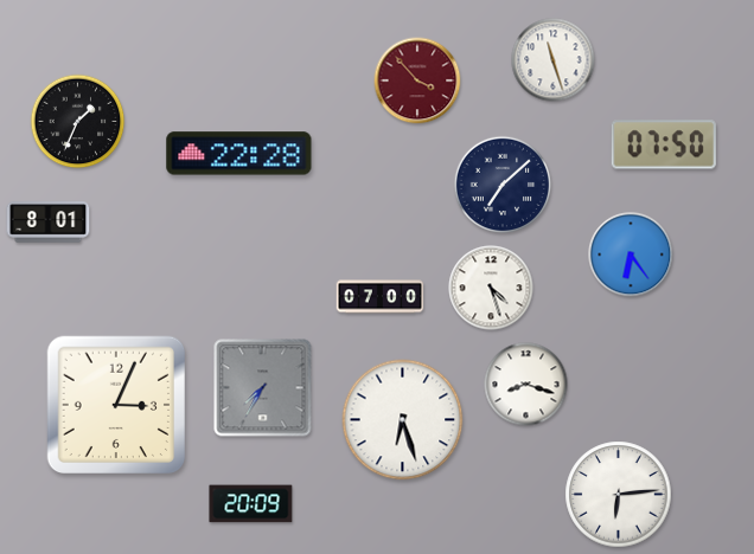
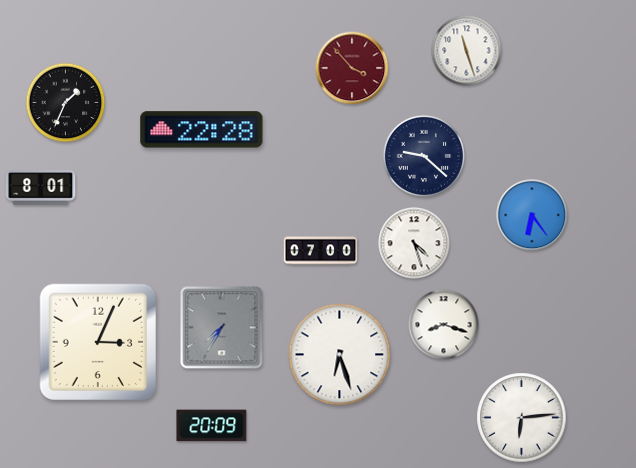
clock at (664, 144): 07:50 -> none
clock at (503, 185): 7:08 -> 9:22
